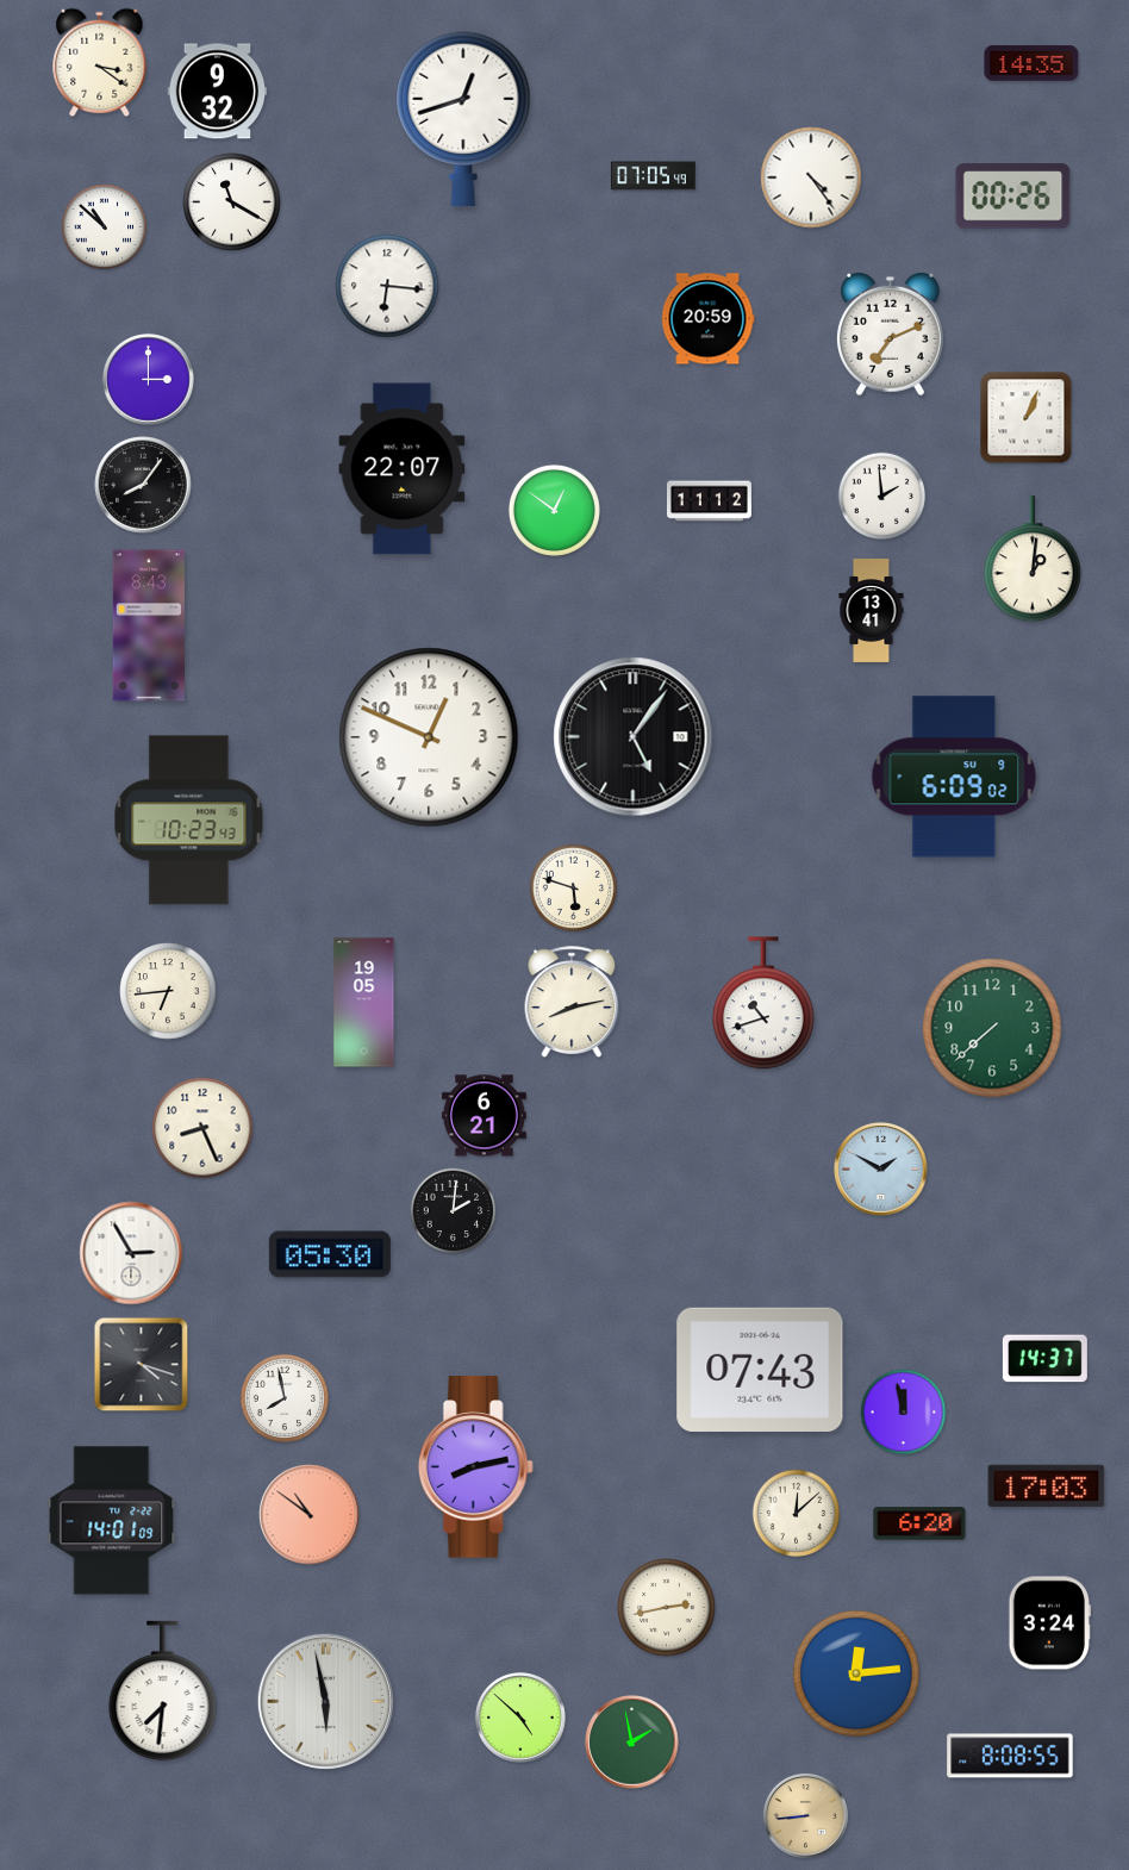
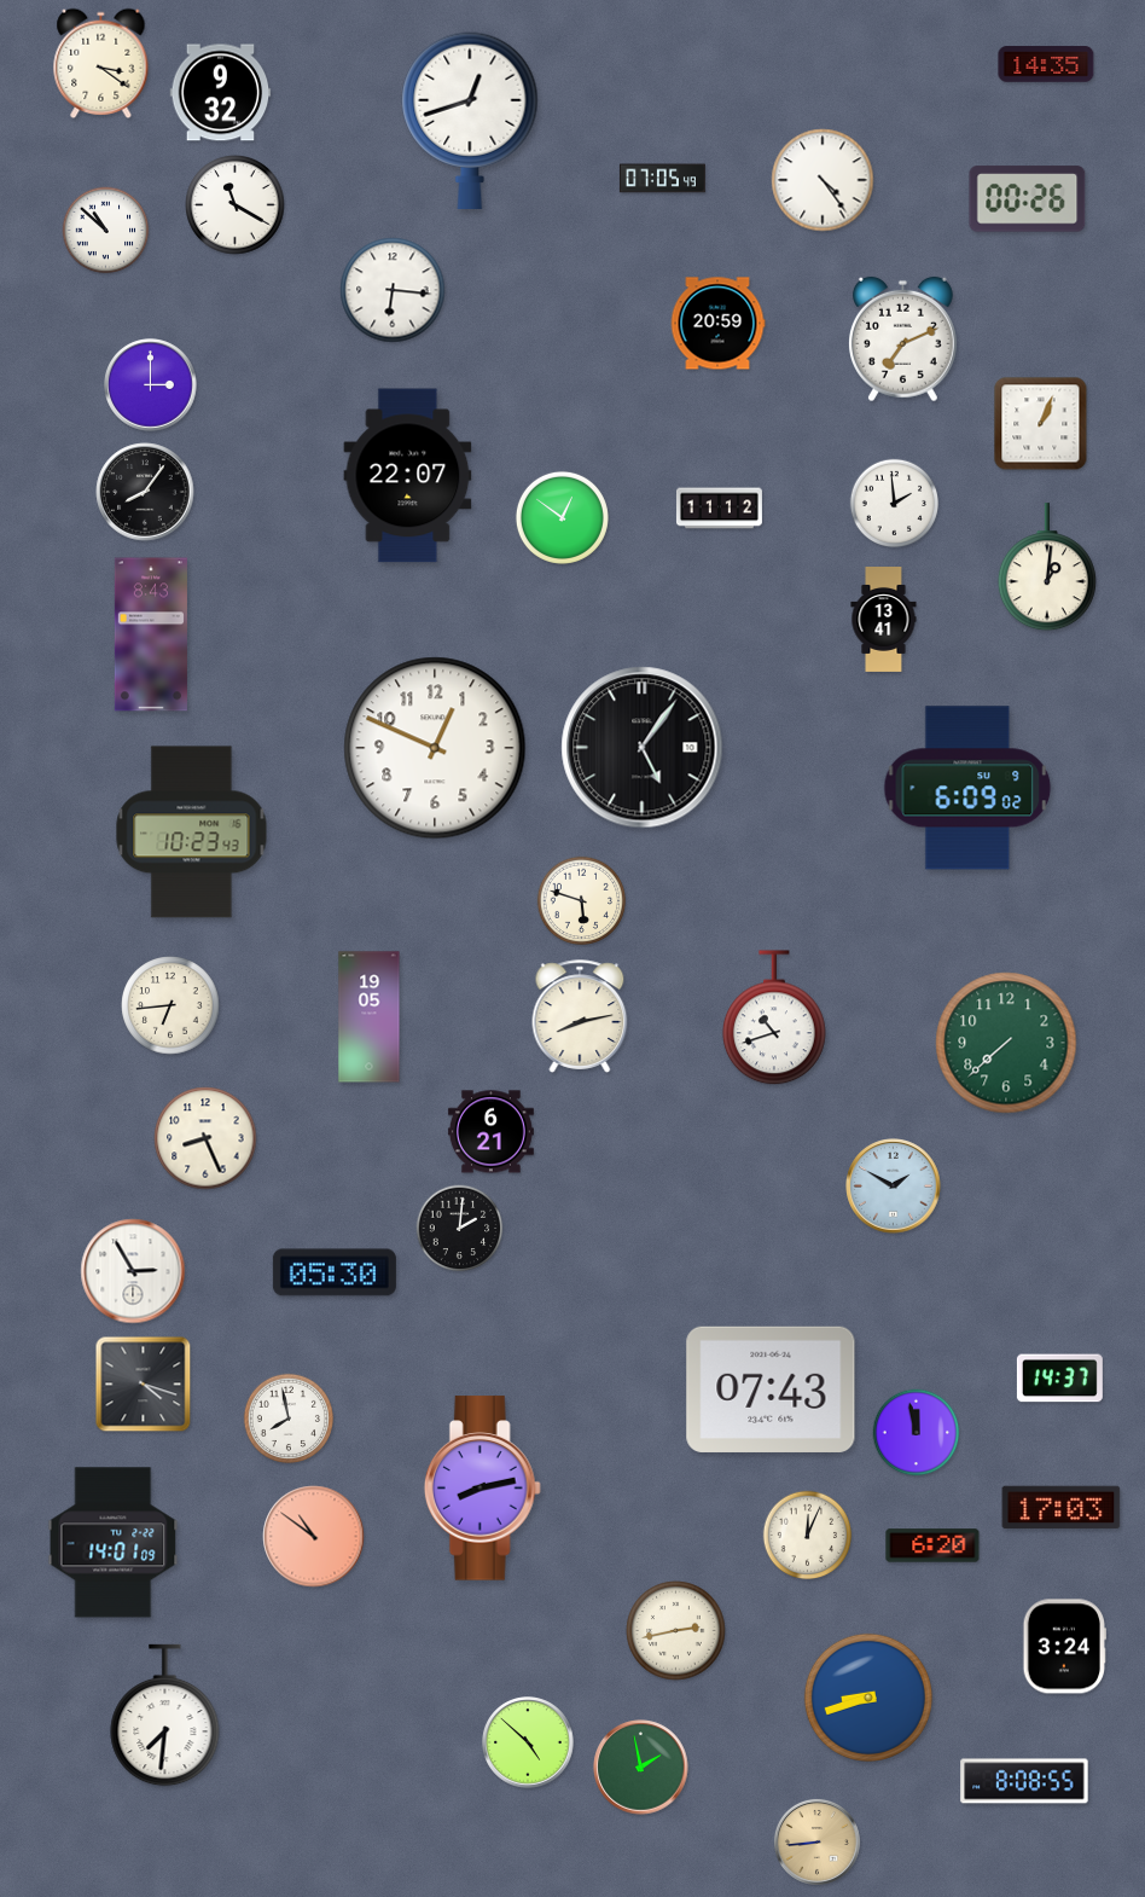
clock at (202, 1128) position: (202, 1128) -> (205, 1138)
clock at (797, 1514): 12:08 -> 12:04
clock at (856, 1673): 12:14 -> 8:42
clock at (325, 1701): 5:58 -> none
